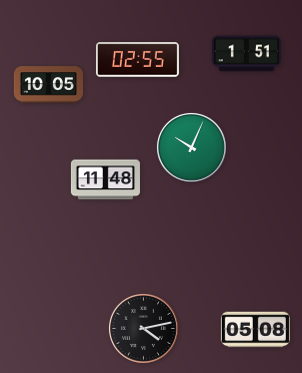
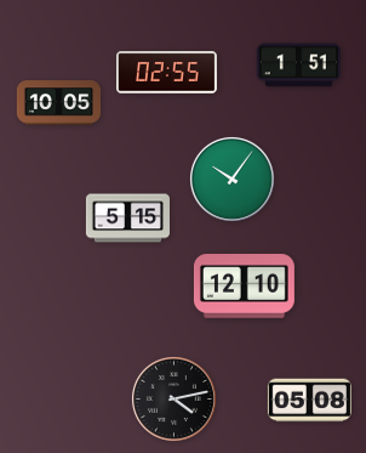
clock at (191, 147): 10:04 -> 10:06
clock at (105, 180): 11:48 -> 5:15
clock at (244, 287): none -> 12:10
